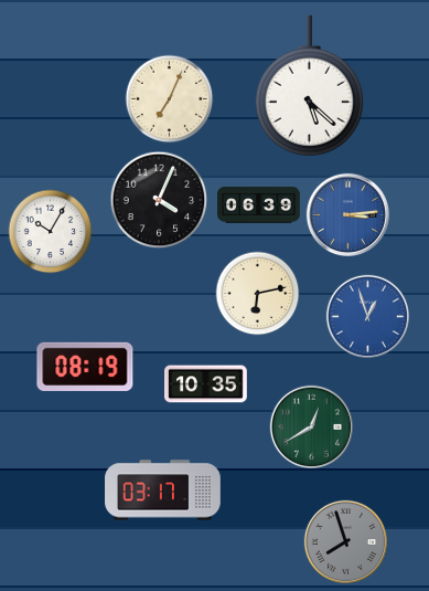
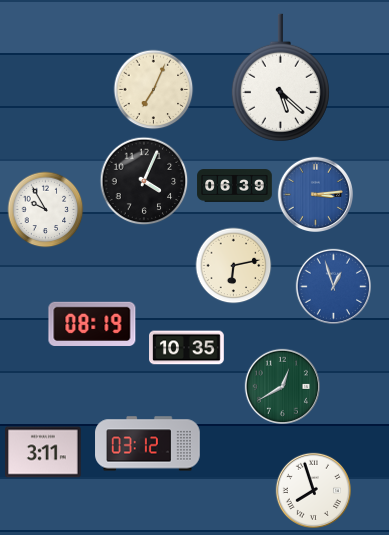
clock at (51, 232): 10:05 -> 9:55
clock at (85, 367) position: (85, 367) -> (92, 324)
clock at (163, 490): 03:17 -> 03:12
clock at (43, 452): none -> 3:11
clock at (345, 541) dial: grey -> white
